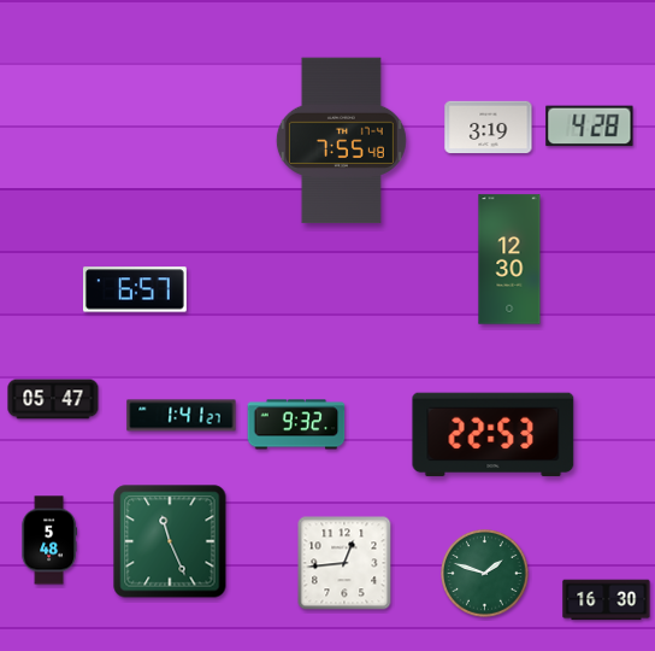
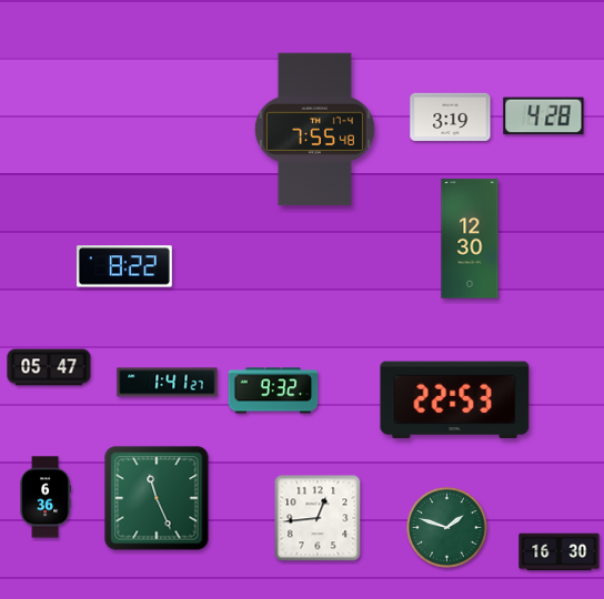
clock at (135, 289): 6:57 -> 8:22
clock at (48, 540): 5:48 -> 6:36
